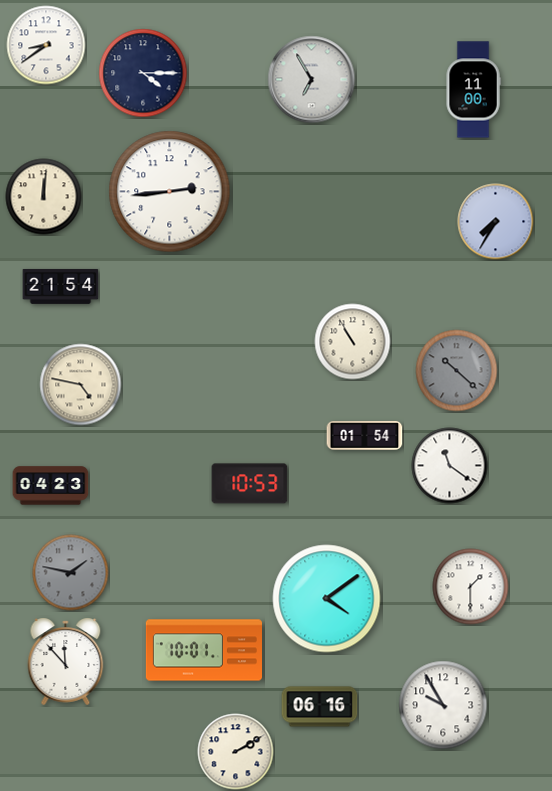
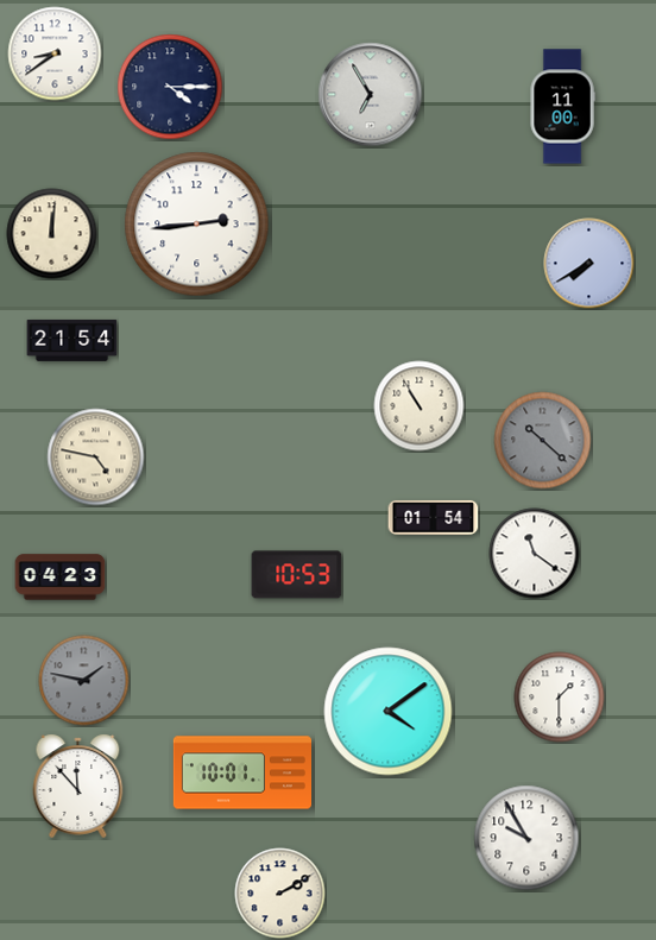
clock at (170, 192) position: (170, 192) -> (197, 225)
clock at (496, 222): 7:35 -> 7:40
clock at (320, 707): 06:16 -> none
